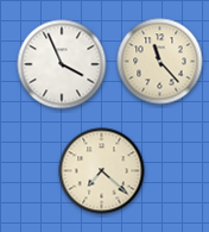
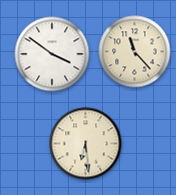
clock at (62, 64): 3:56 -> 3:51
clock at (102, 171): 7:22 -> 6:29
